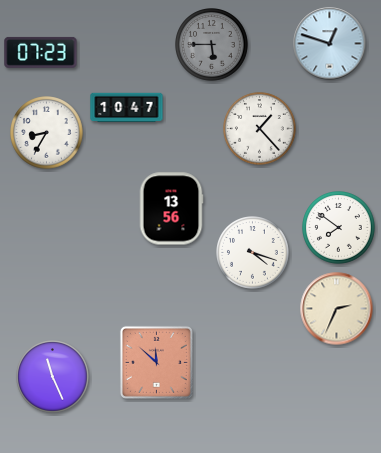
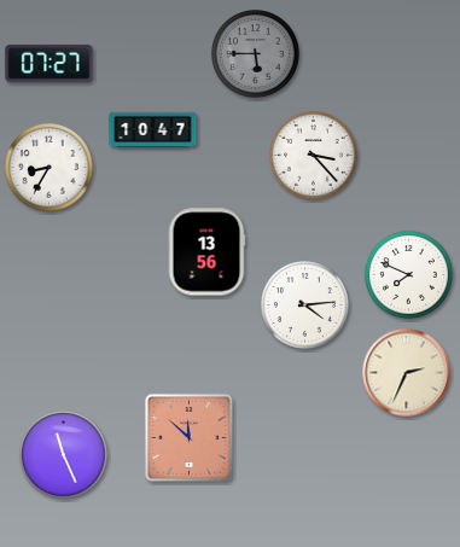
clock at (330, 44): 12:48 -> none
clock at (41, 52): 07:23 -> 07:27
clock at (260, 129): 1:23 -> 3:23
clock at (47, 133) position: (47, 133) -> (50, 168)
clock at (339, 228): 7:51 -> 7:49
clock at (253, 253): 4:18 -> 4:14
